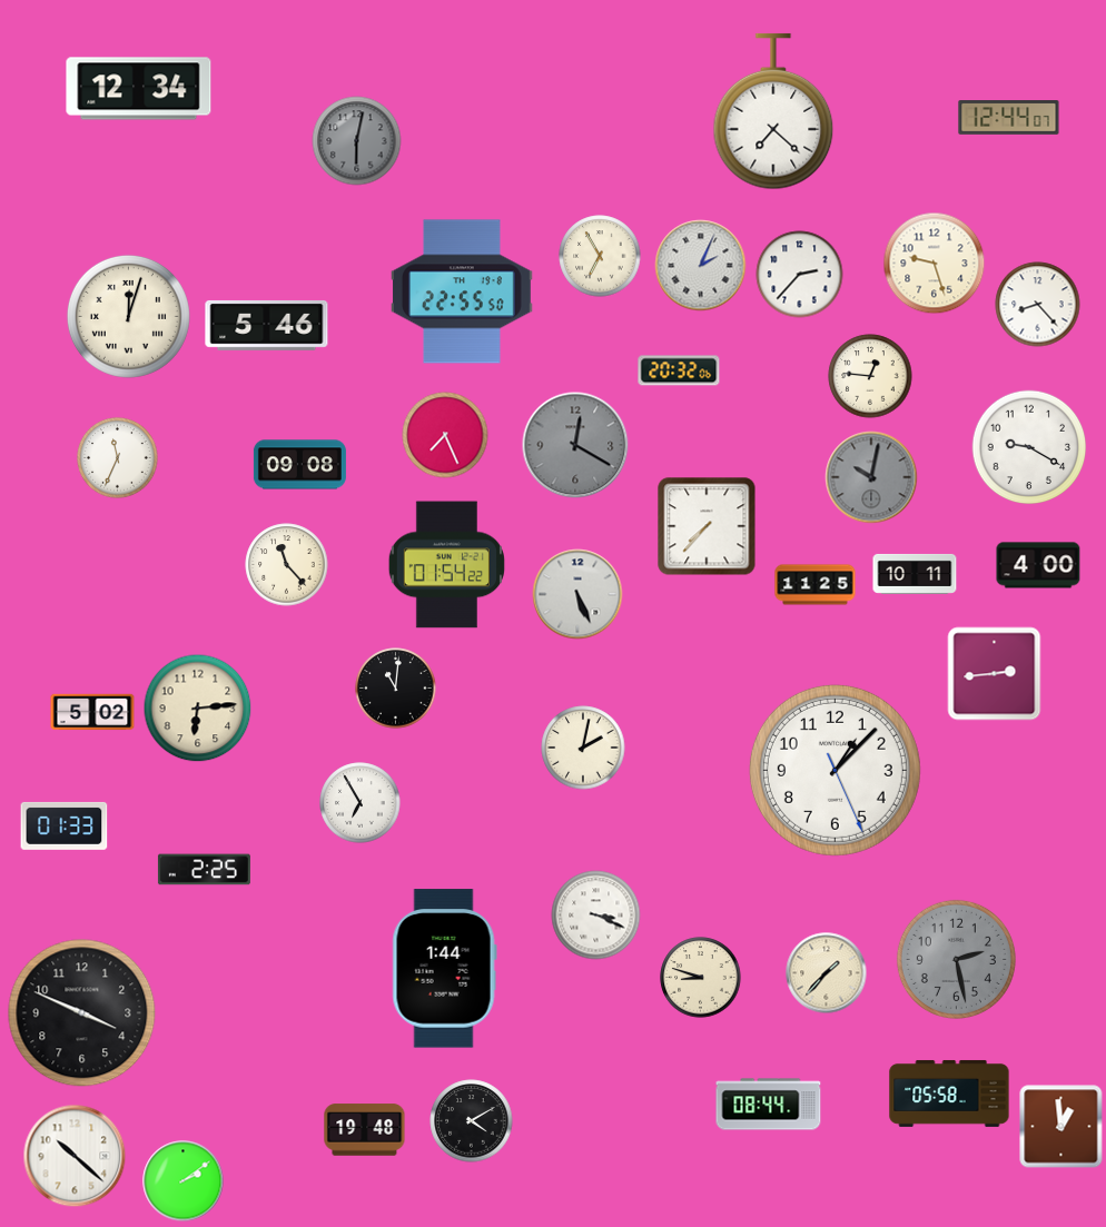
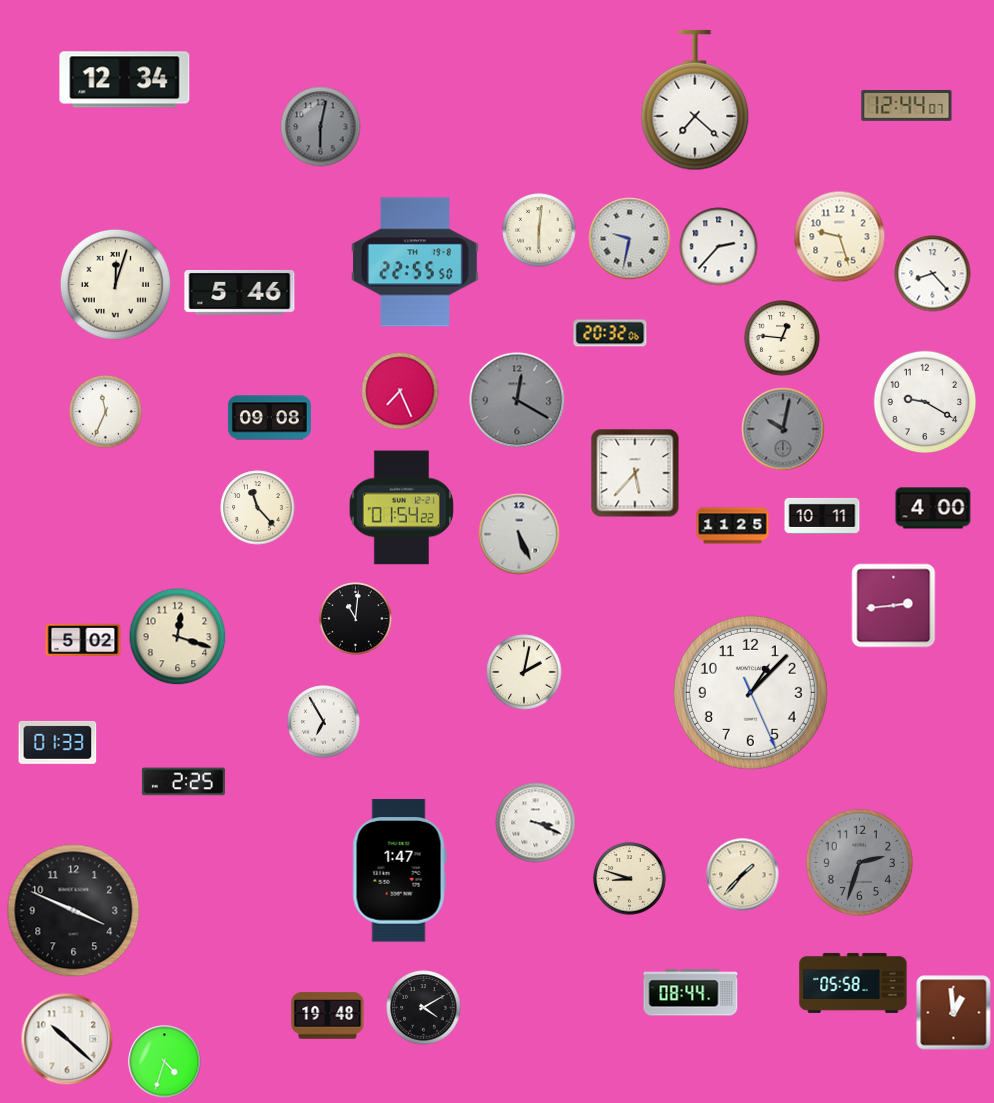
clock at (600, 256): 6:55 -> 6:01
clock at (701, 266): 2:04 -> 9:32
clock at (707, 526): 7:37 -> 5:37
clock at (198, 709): 6:14 -> 12:18
clock at (956, 959): 2:28 -> 2:33
clock at (444, 969): 1:44 -> 1:47
clock at (184, 1181): 2:09 -> 4:33
